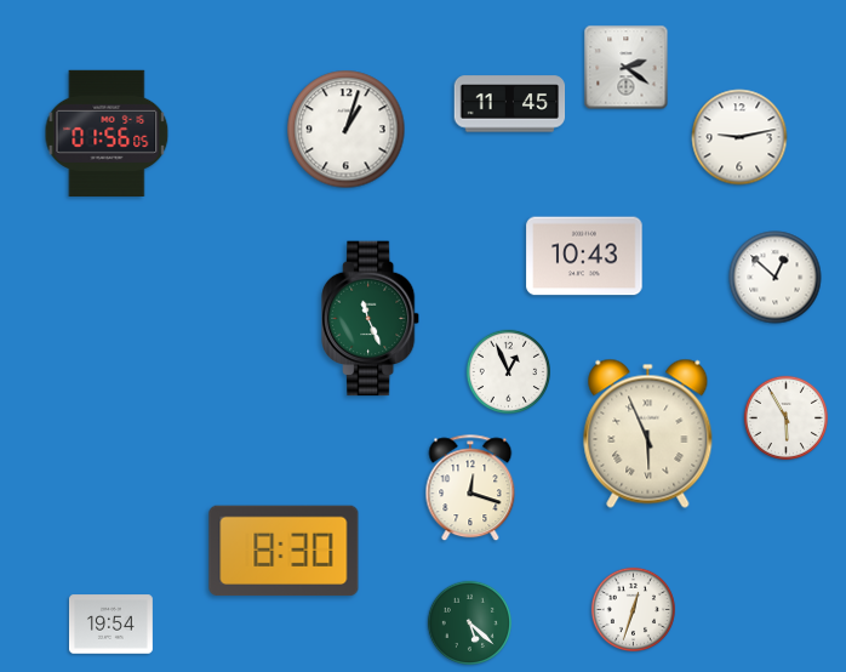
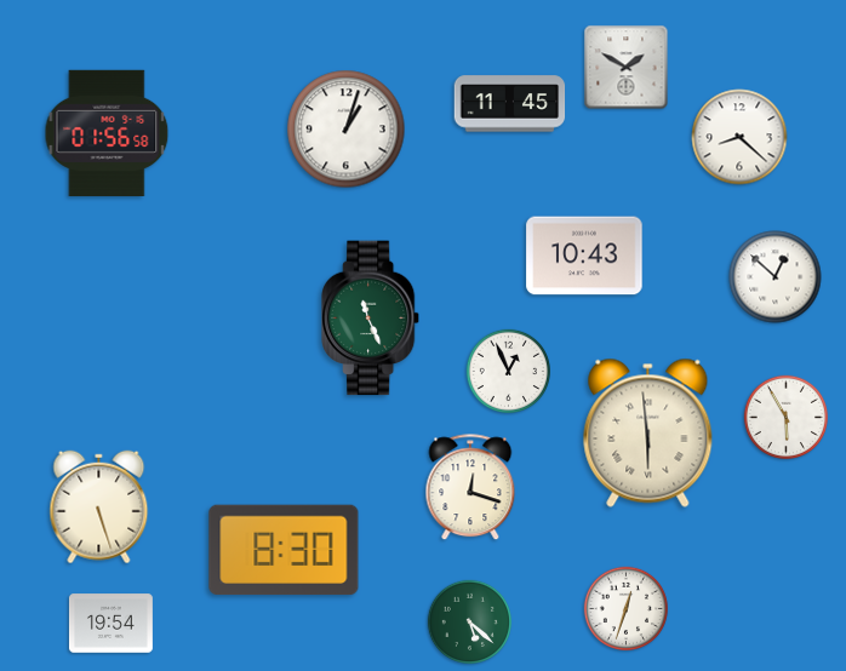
clock at (627, 68): 2:21 -> 1:50
clock at (107, 133): 01:56:05 -> 01:56:58
clock at (739, 137): 9:13 -> 8:22
clock at (648, 433): 5:56 -> 5:59
clock at (99, 507): none -> 5:27
clock at (633, 609) position: (633, 609) -> (625, 608)
